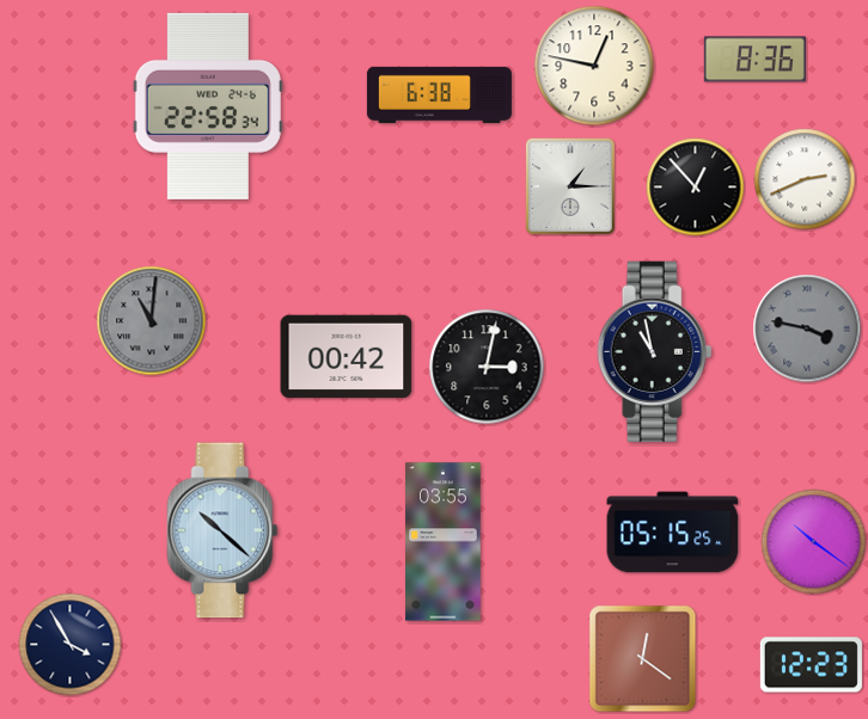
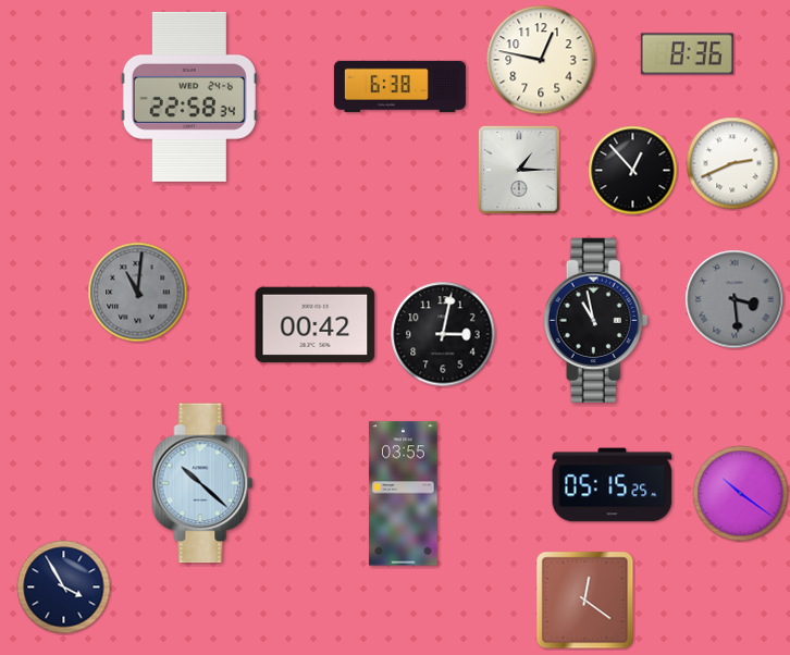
clock at (807, 328): 3:47 -> 3:29
clock at (811, 665): 12:23 -> none
